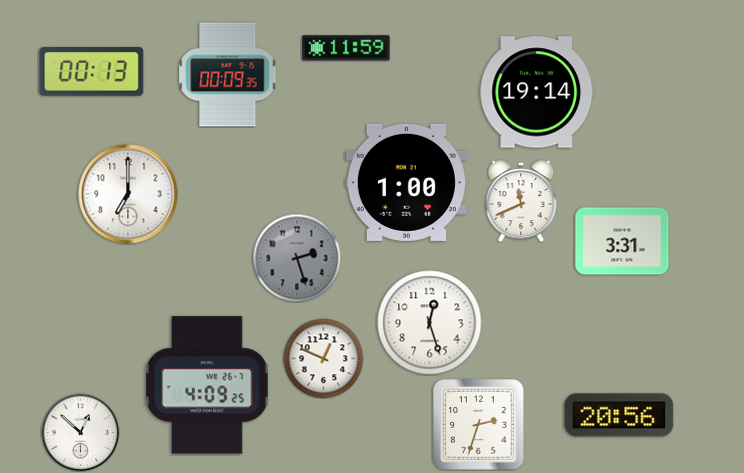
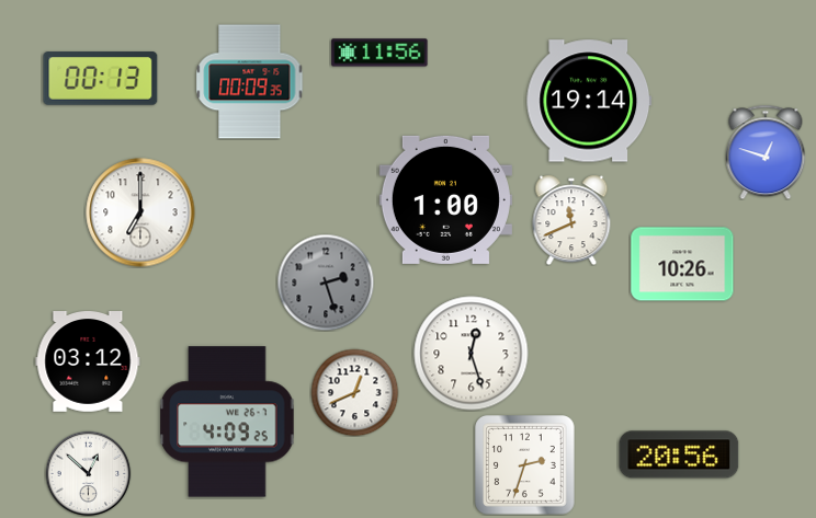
clock at (346, 48): 11:59 -> 11:56
clock at (766, 152): none -> 12:48
clock at (622, 241): 3:31 -> 10:26
clock at (88, 362): none -> 03:12
clock at (323, 358): 12:49 -> 12:41
